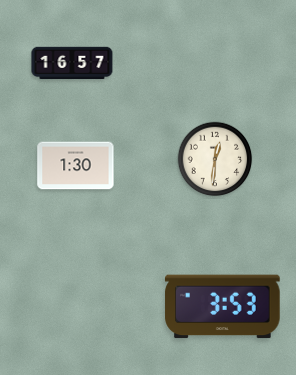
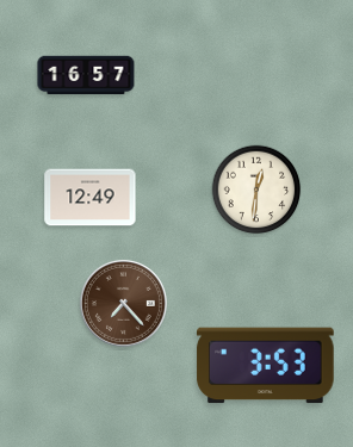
clock at (76, 166): 1:30 -> 12:49
clock at (123, 303): none -> 7:23
